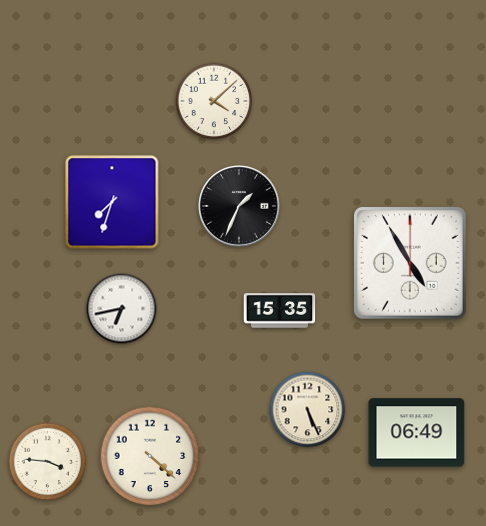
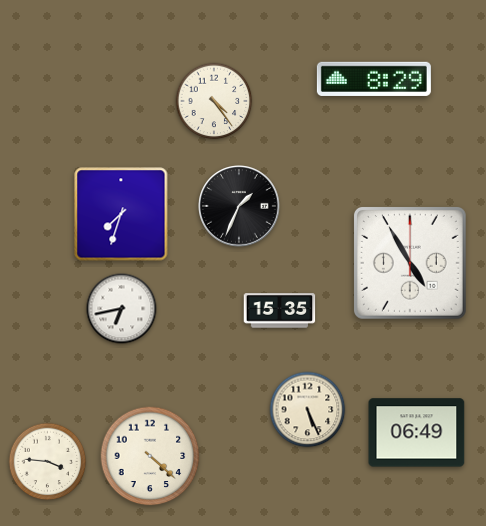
clock at (374, 79): none -> 8:29
clock at (214, 101): 4:08 -> 4:24
clock at (112, 202) position: (112, 202) -> (121, 214)
